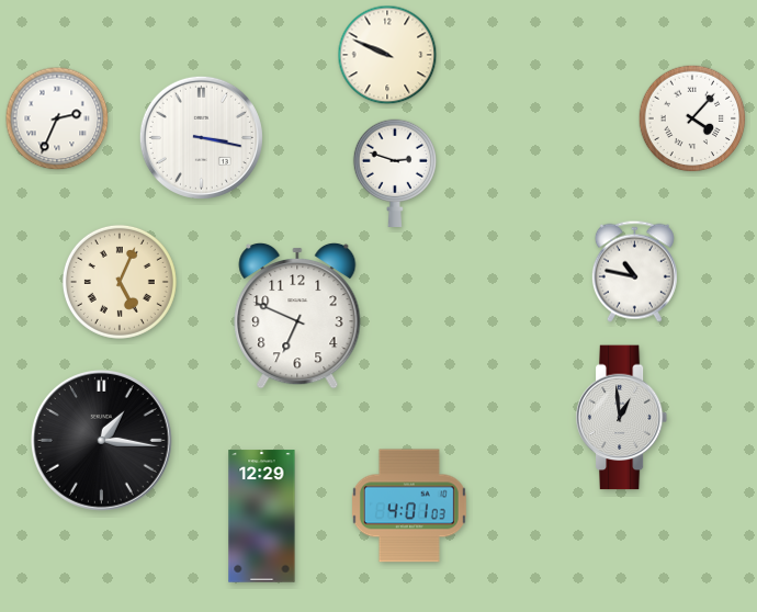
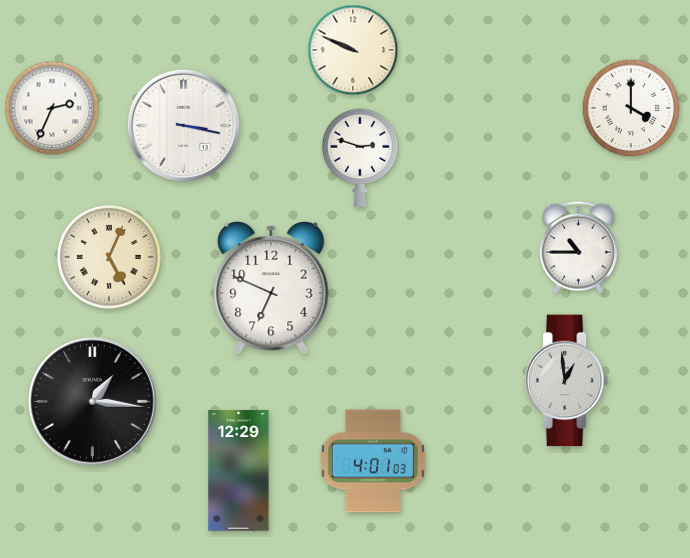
clock at (692, 118): 4:07 -> 4:00
clock at (634, 271): 10:47 -> 10:45
